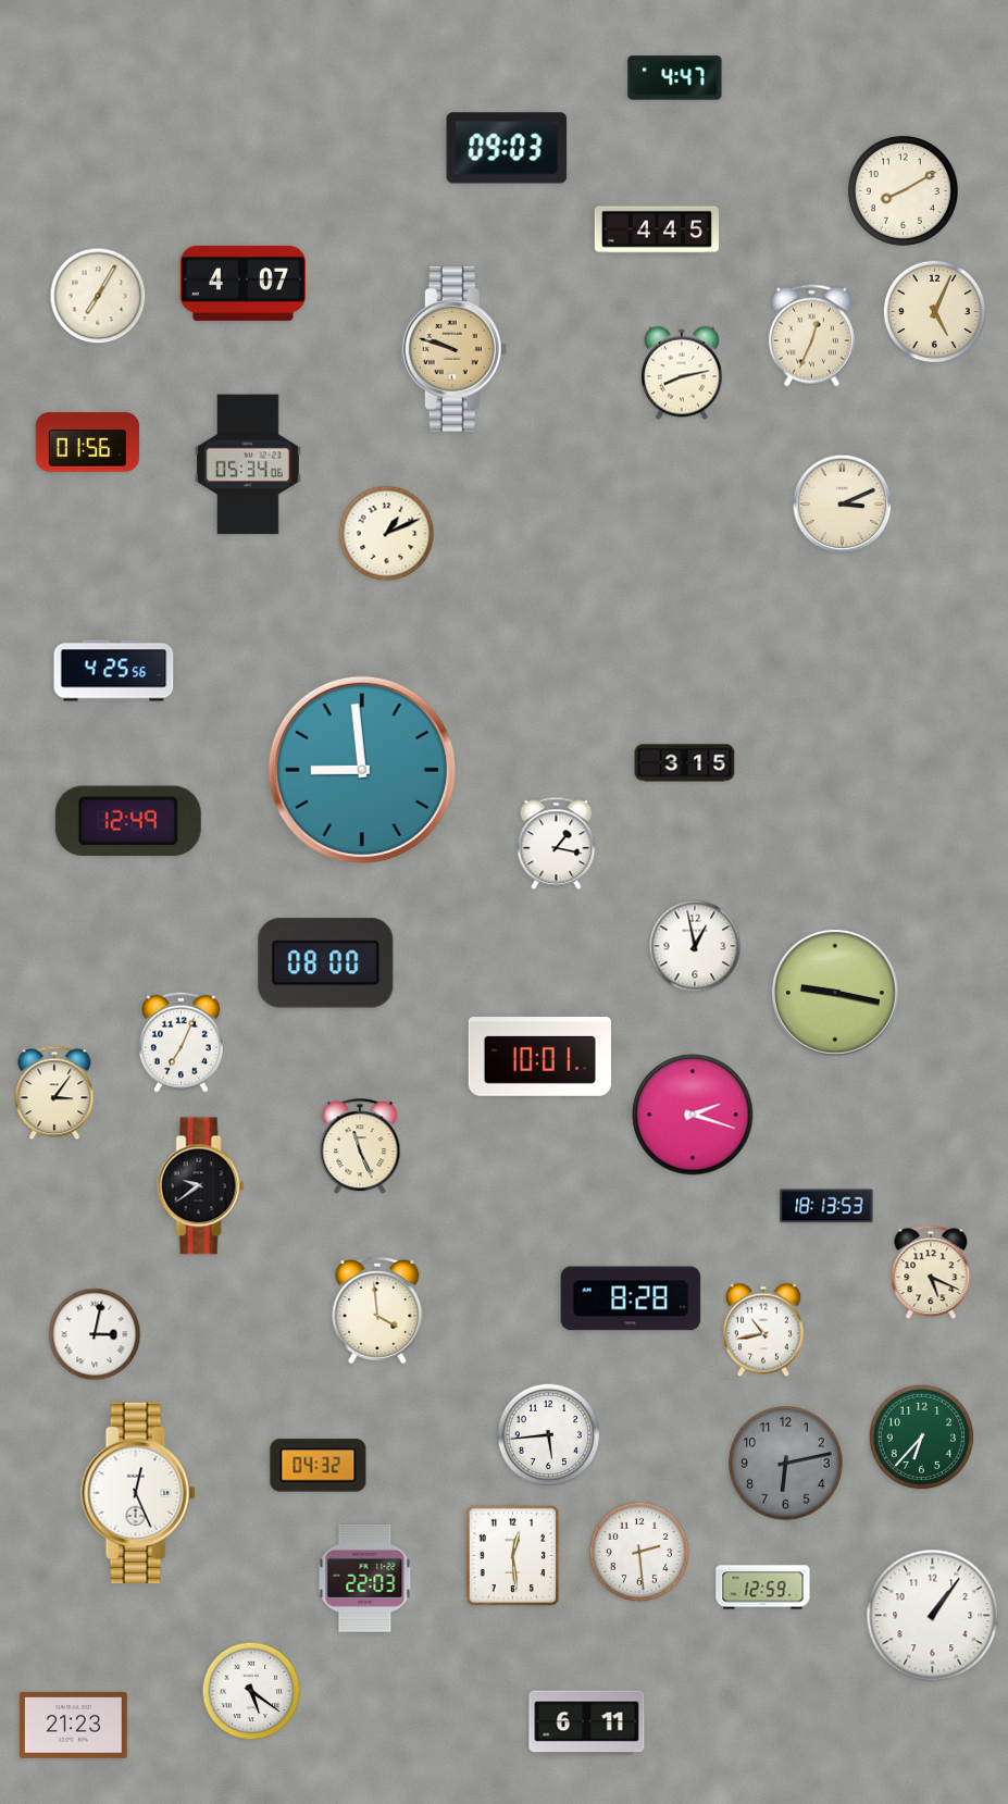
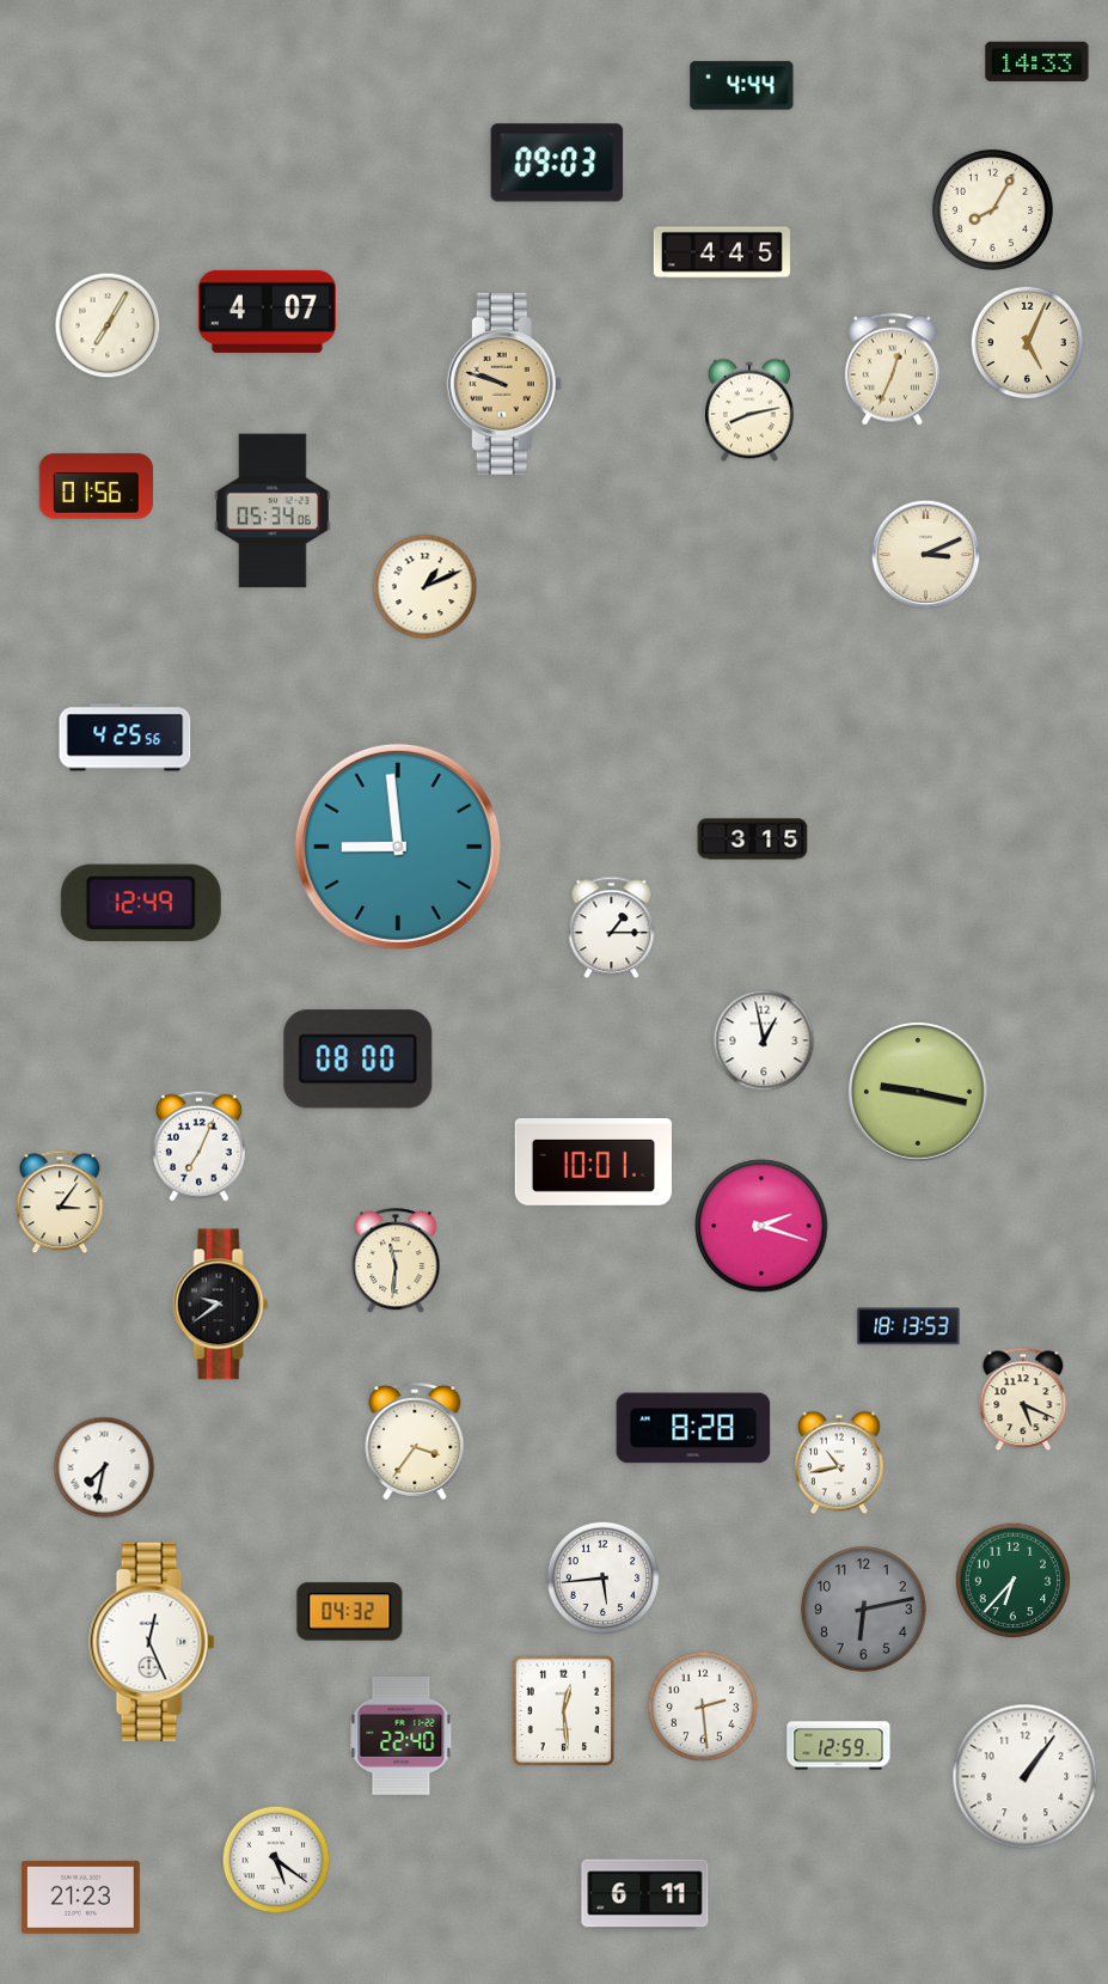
clock at (1037, 61): none -> 14:33
clock at (675, 78): 4:47 -> 4:44
clock at (903, 190): 8:10 -> 8:05
clock at (455, 349) position: (455, 349) -> (504, 384)
clock at (557, 844): 1:17 -> 1:15
clock at (360, 1147): 11:26 -> 11:31
clock at (377, 1310): 3:59 -> 3:36
clock at (95, 1334): 3:02 -> 7:32
clock at (365, 1578): 22:03 -> 22:40
